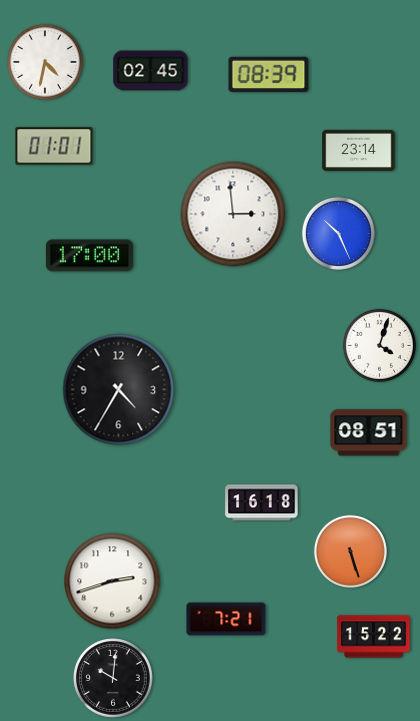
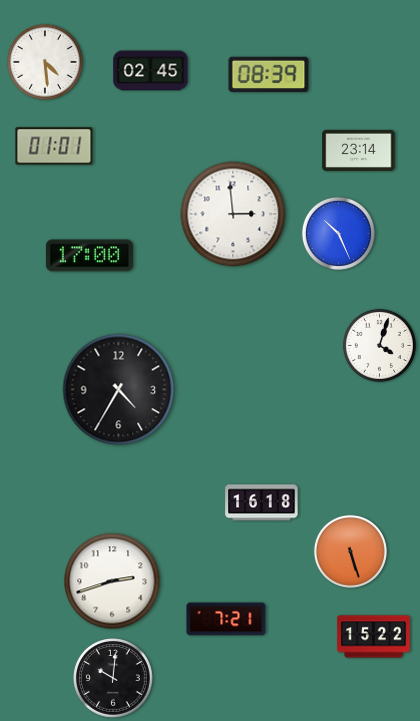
clock at (45, 62): 4:32 -> 4:29
clock at (369, 433): 08:51 -> none
